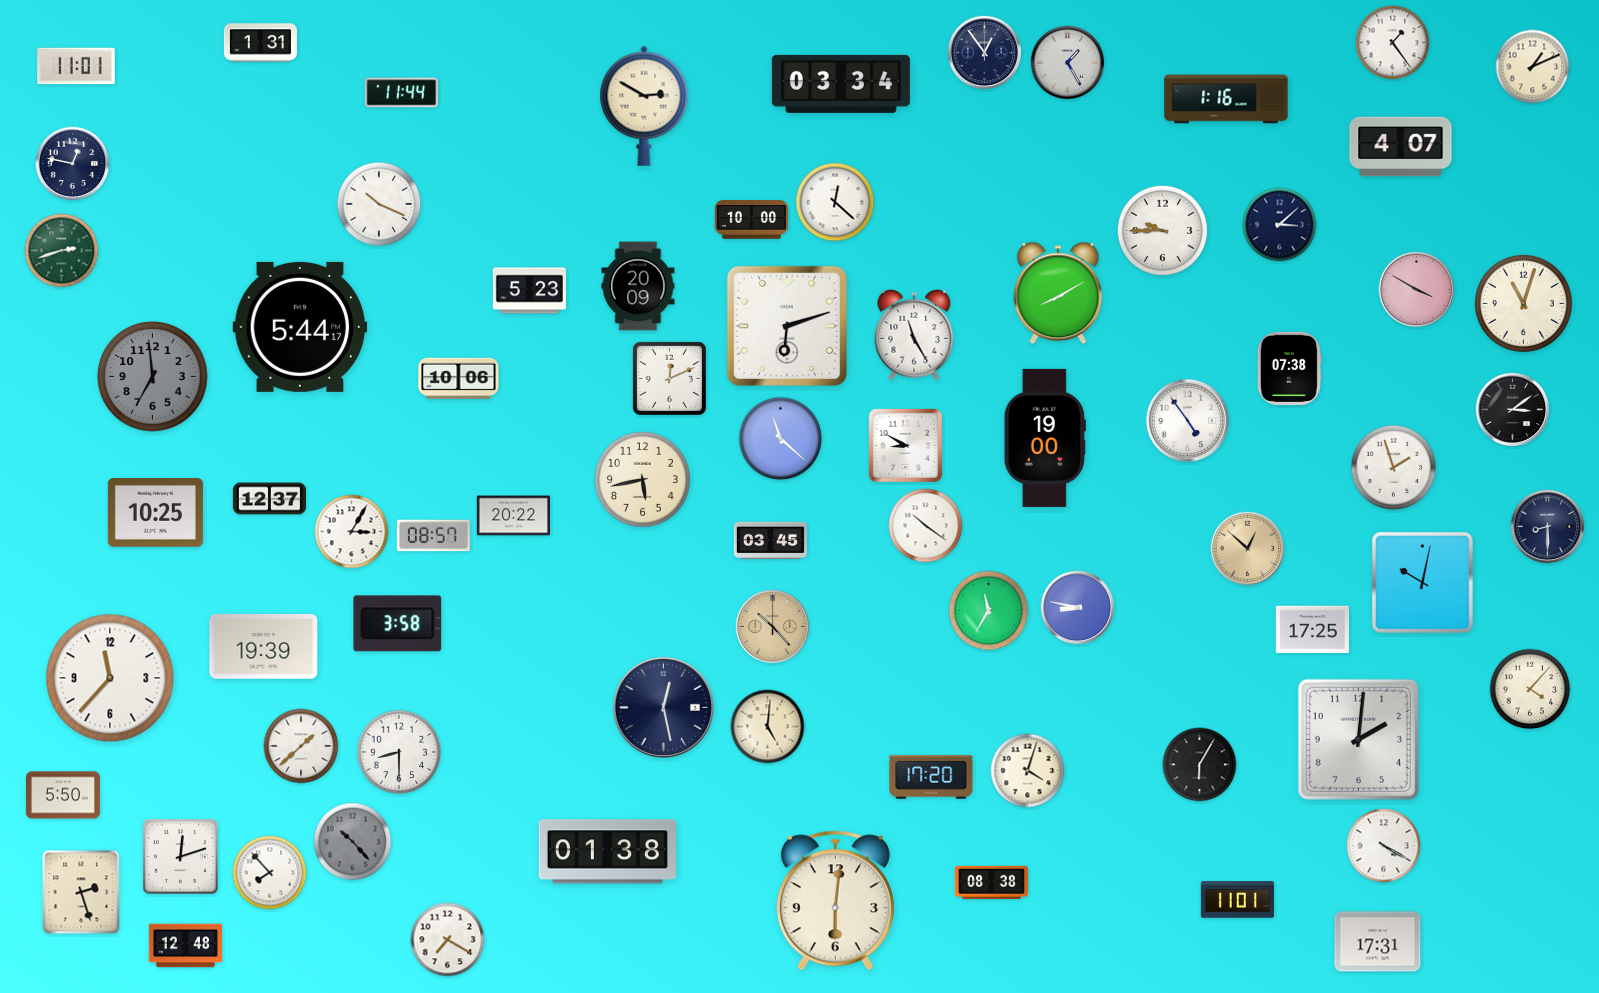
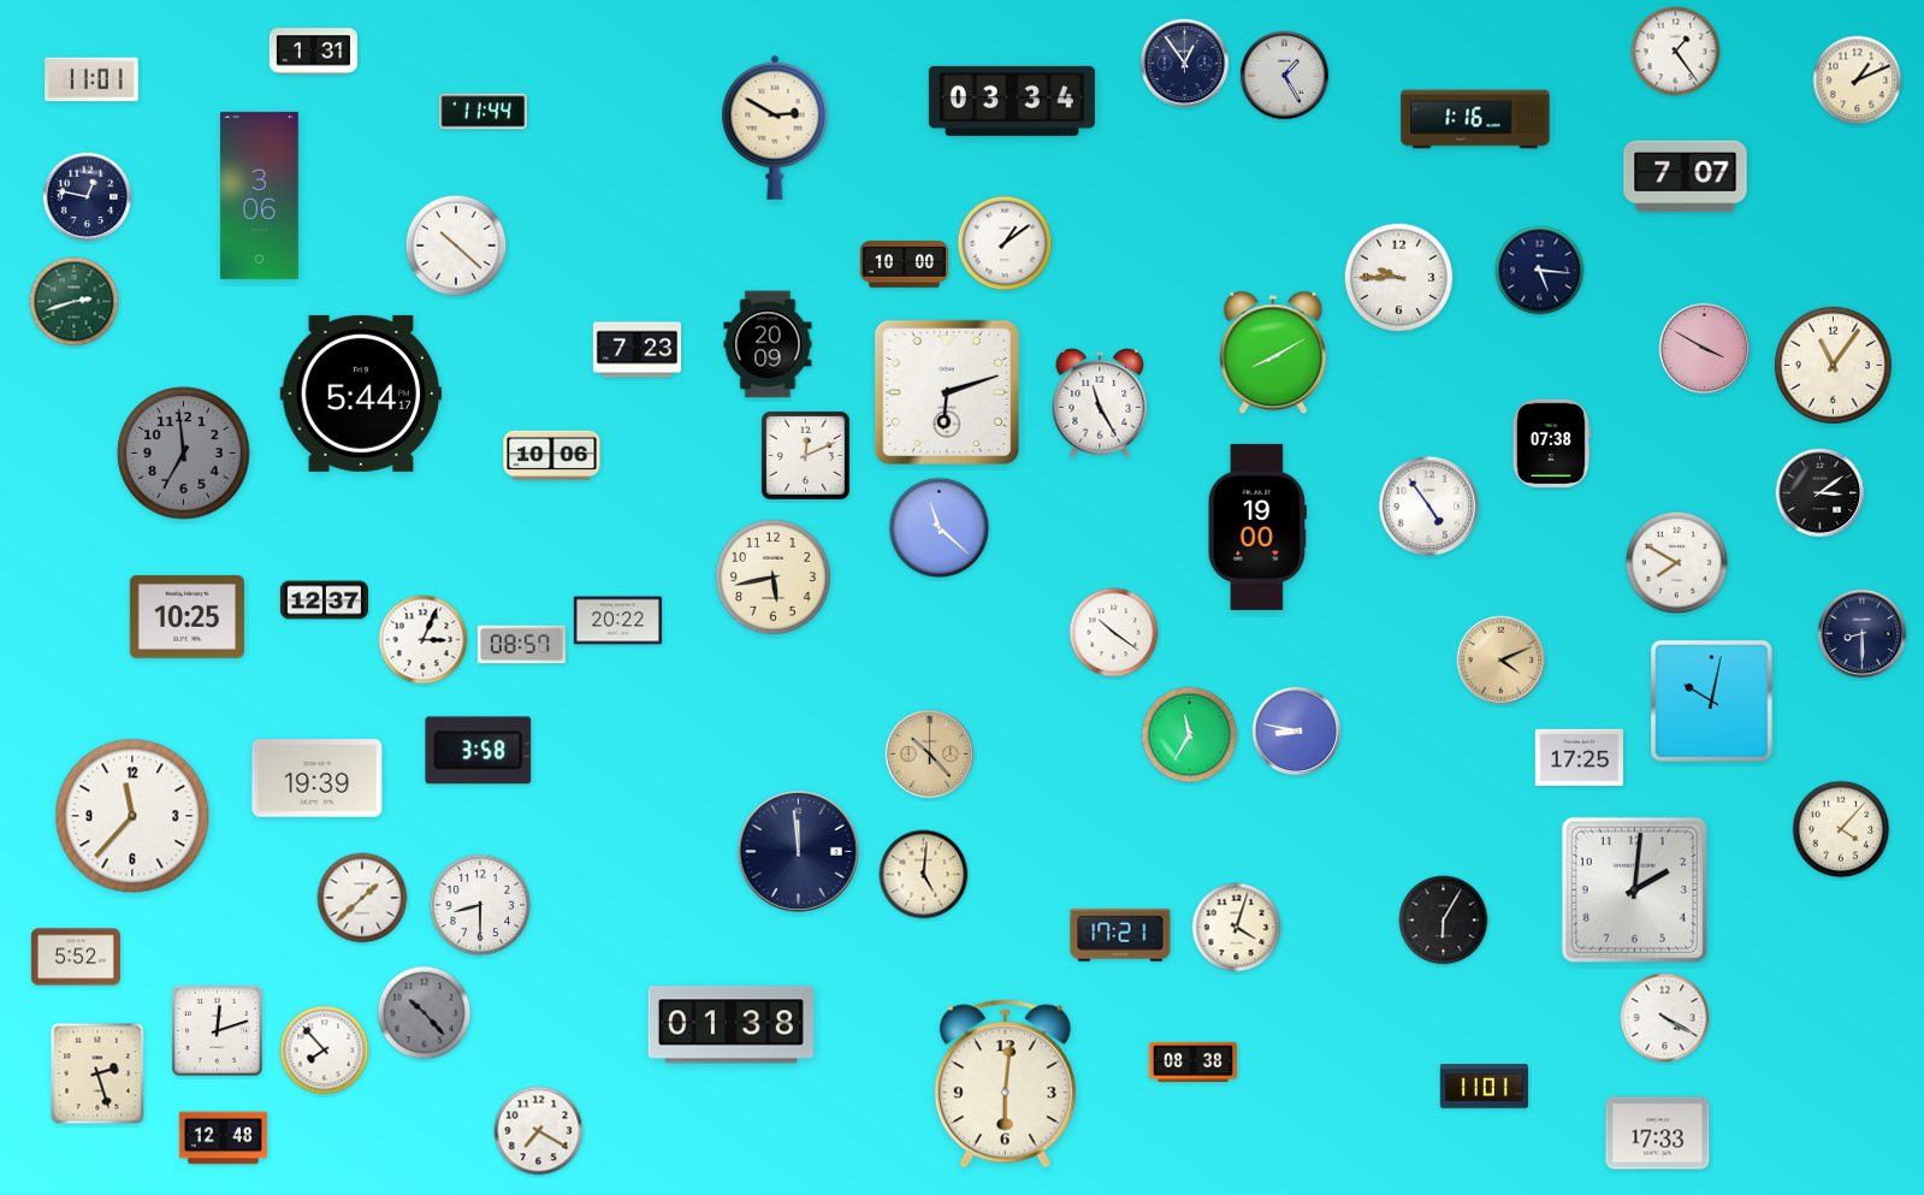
clock at (1533, 67) position: (1533, 67) -> (1858, 81)
clock at (1401, 147): 4:07 -> 7:07
clock at (259, 195): none -> 3:06
clock at (835, 202): 12:22 -> 1:09
clock at (379, 204): 10:19 -> 10:22
clock at (1280, 225): 3:08 -> 5:16
clock at (529, 291): 5:23 -> 7:23
clock at (1523, 303): 11:03 -> 11:06
clock at (905, 445): 8:50 -> none
clock at (1394, 468): 1:57 -> 7:50
clock at (352, 532): 3:05 -> 3:04
clock at (770, 541): 03:45 -> none
clock at (1248, 549): 12:52 -> 4:11
clock at (663, 707): 12:28 -> 11:59
clock at (931, 777): 17:20 -> 17:21
clock at (63, 795): 5:50 -> 5:52
clock at (1237, 900) position: (1237, 900) -> (1484, 1087)
clock at (1378, 942): 17:31 -> 17:33
